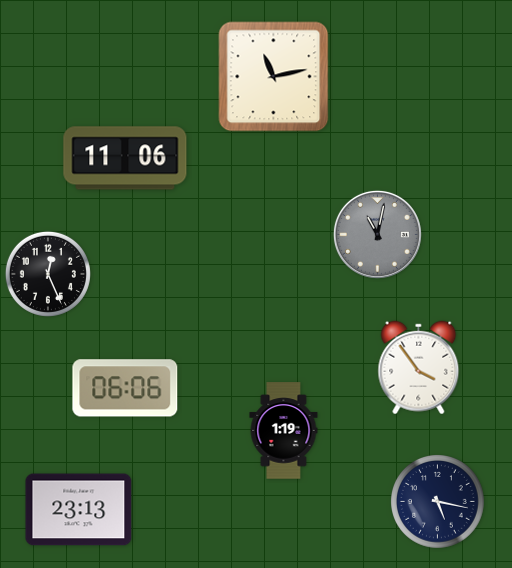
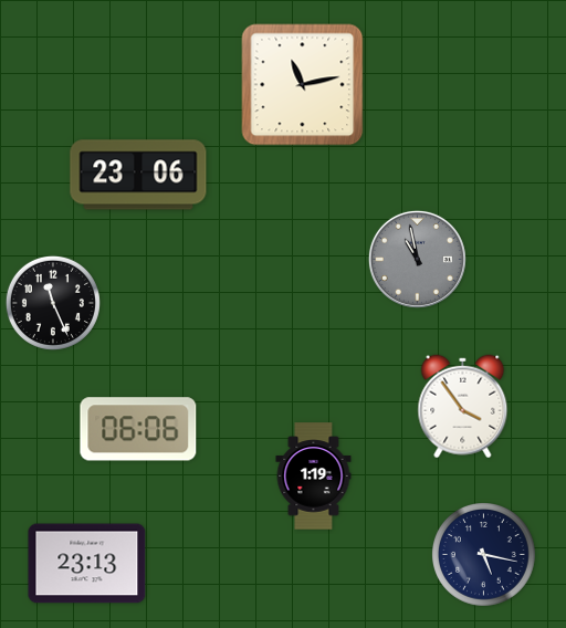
clock at (125, 158): 11:06 -> 23:06
clock at (377, 234): 11:02 -> 10:58
clock at (48, 274): 12:26 -> 11:26
